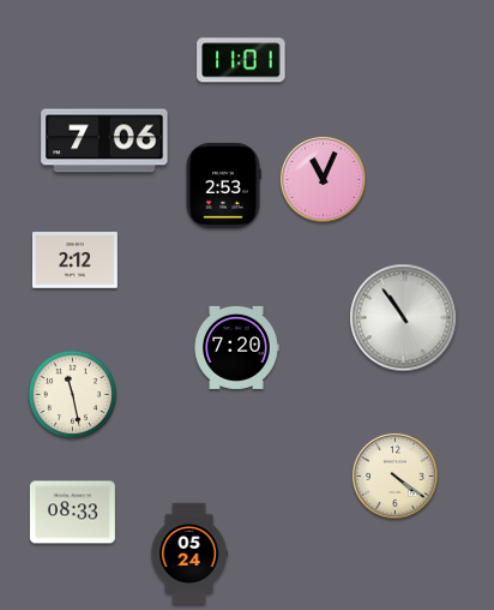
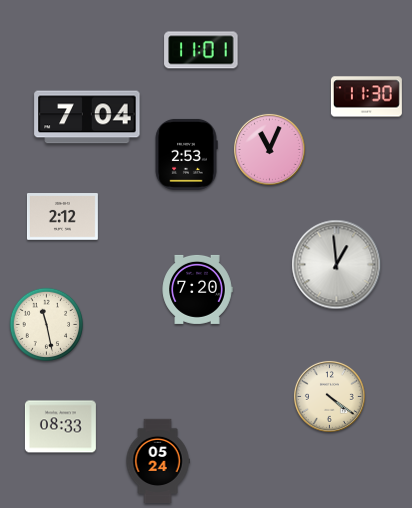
clock at (366, 97): none -> 11:30
clock at (104, 140): 7:06 -> 7:04
clock at (404, 318): 10:54 -> 12:59
clock at (73, 395) position: (73, 395) -> (47, 325)
